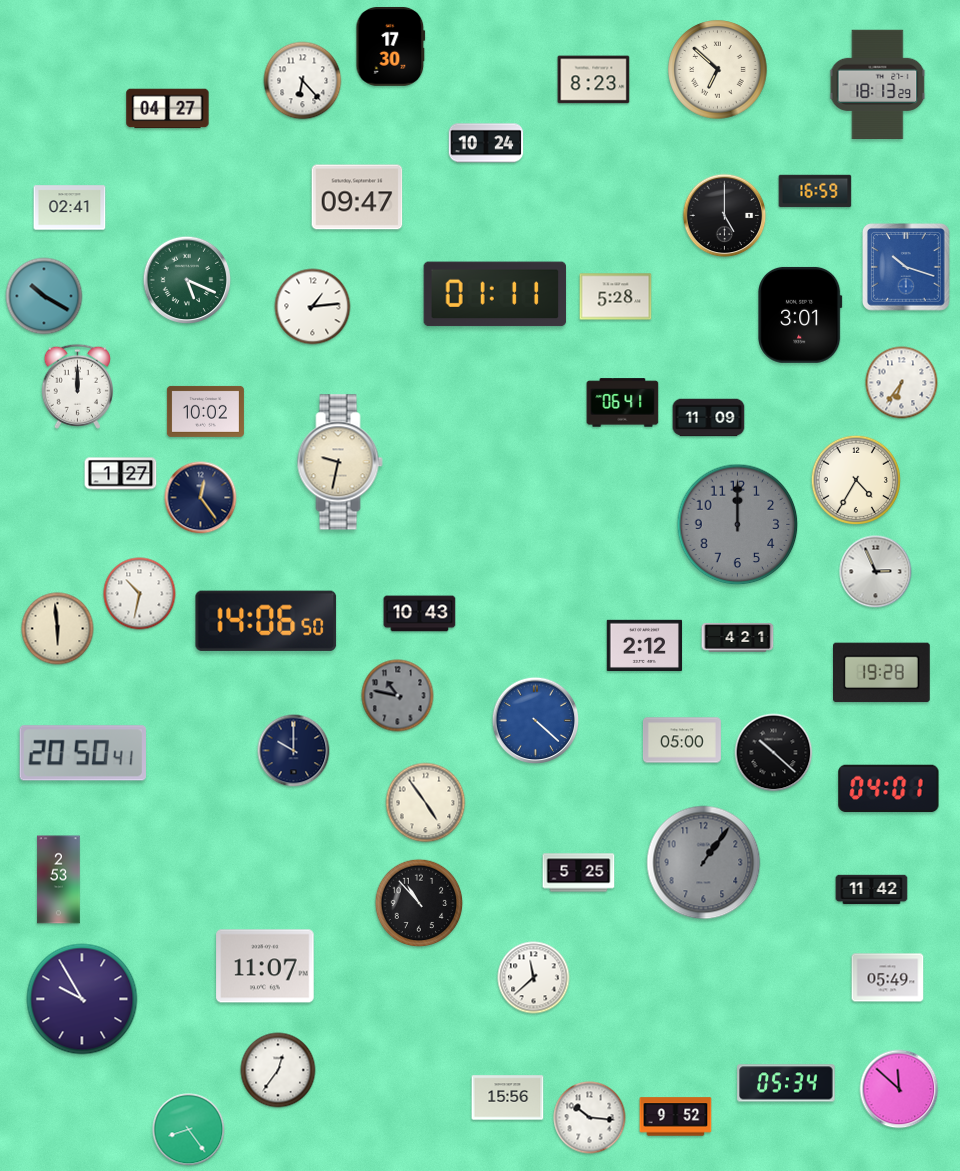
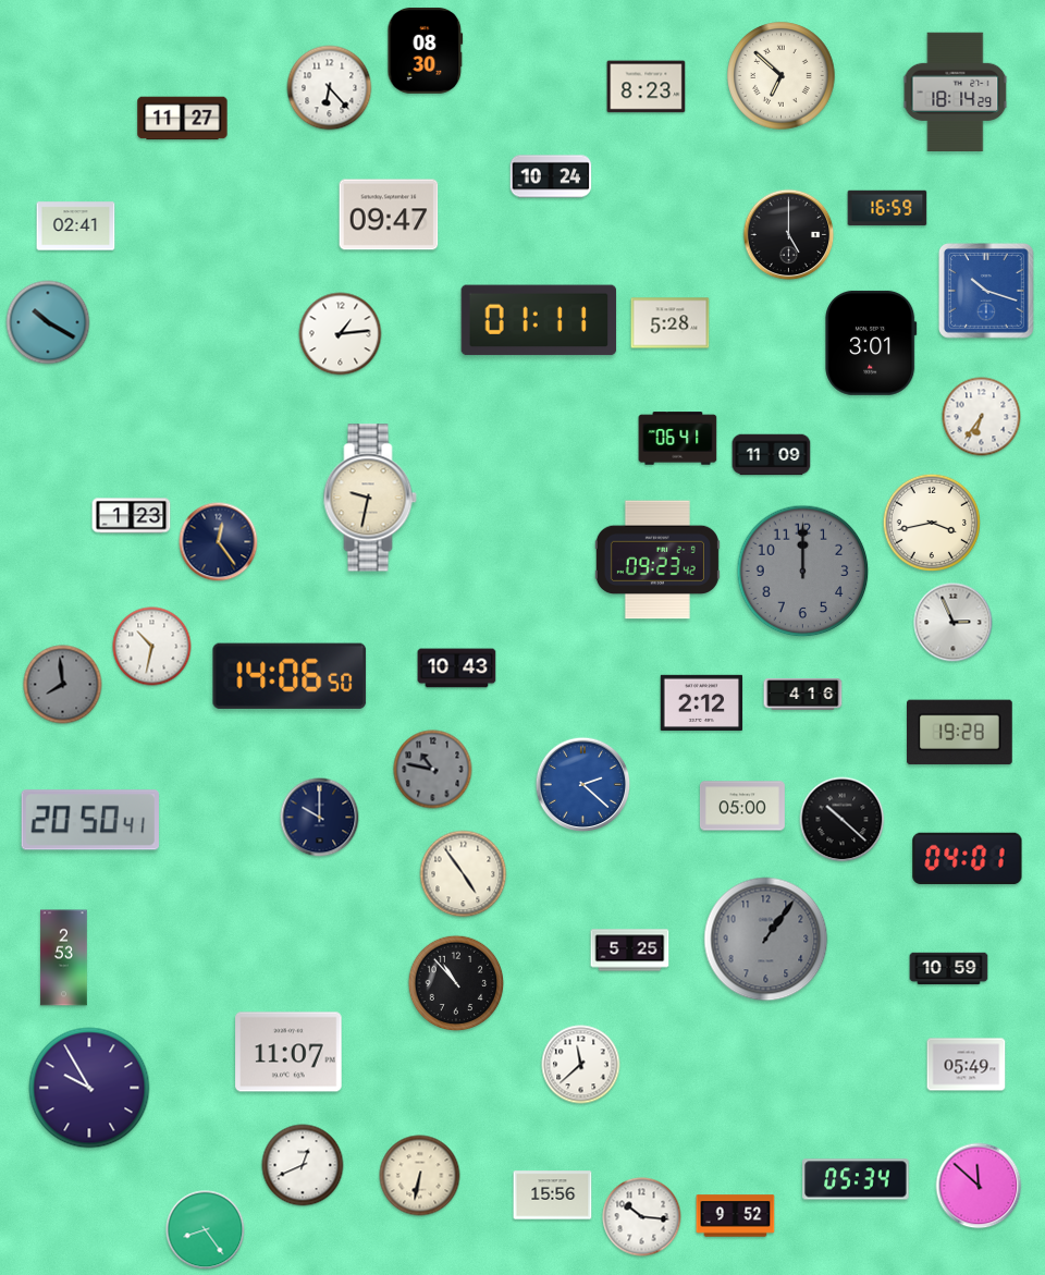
clock at (391, 46): 17:30 -> 08:30
clock at (878, 84): 18:13 -> 18:14
clock at (168, 109): 04:27 -> 11:27
clock at (486, 143) position: (486, 143) -> (551, 176)
clock at (187, 280): 5:19 -> none
clock at (77, 386): 12:00 -> none
clock at (205, 411): 10:02 -> none
clock at (340, 462) position: (340, 462) -> (370, 498)
clock at (121, 474): 1:27 -> 1:23
clock at (855, 479): 4:35 -> 3:43
clock at (657, 560): none -> 09:23
clock at (58, 629): 5:59 -> 7:59
clock at (58, 629) dial: cream -> grey
clock at (738, 638): 4:21 -> 4:16
clock at (398, 696) position: (398, 696) -> (433, 770)
clock at (536, 721): 4:22 -> 2:22
clock at (872, 890): 11:42 -> 10:59
clock at (278, 1070): 12:36 -> 12:41
clock at (420, 1176): none -> 6:32
